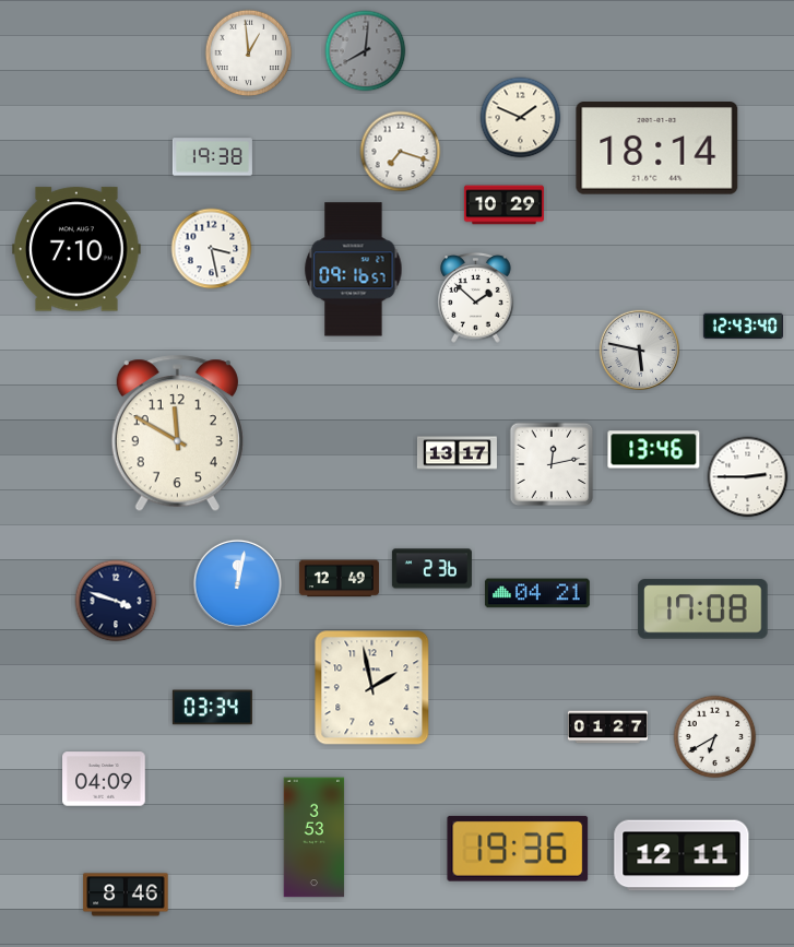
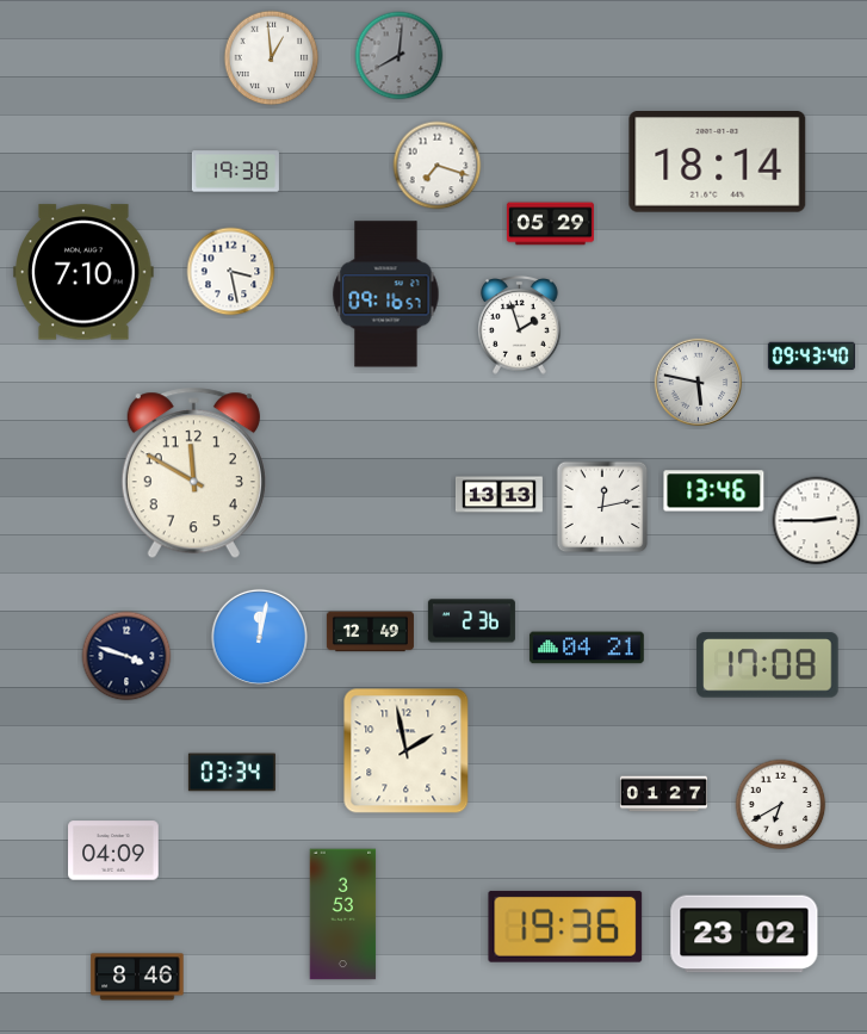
clock at (521, 118): 1:49 -> none
clock at (212, 157) position: (212, 157) -> (235, 172)
clock at (503, 205): 10:29 -> 05:29
clock at (476, 298): 1:52 -> 1:57
clock at (743, 327): 12:43 -> 09:43
clock at (457, 453): 13:17 -> 13:13
clock at (682, 855): 12:11 -> 23:02
